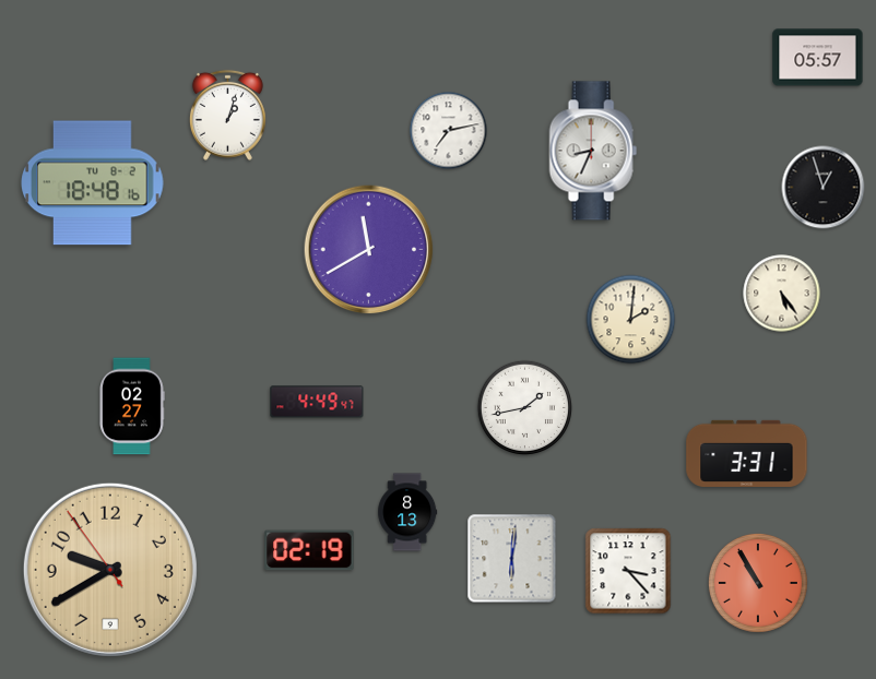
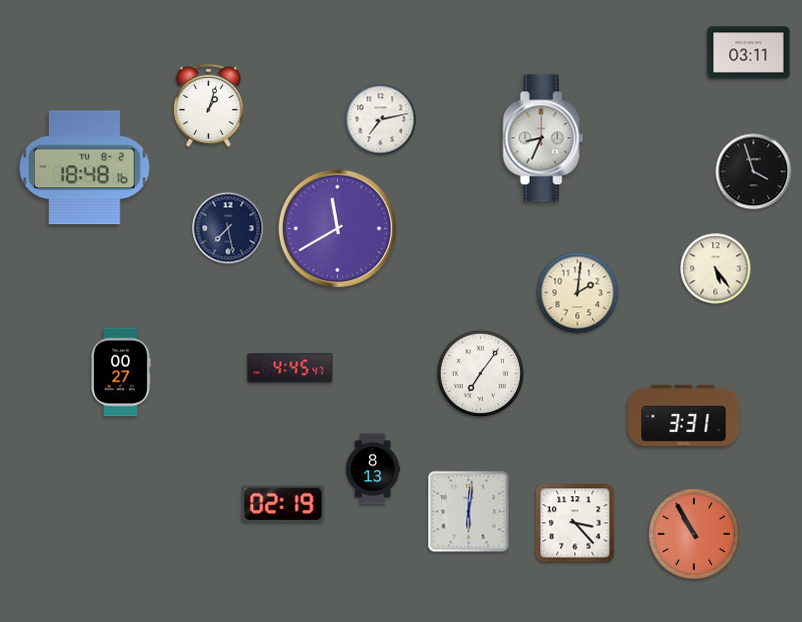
clock at (818, 58): 05:57 -> 03:11
clock at (449, 131) position: (449, 131) -> (381, 120)
clock at (824, 188): 12:57 -> 3:57
clock at (228, 228): none -> 7:28
clock at (317, 402): 4:49 -> 4:45
clock at (132, 406): 02:27 -> 00:27
clock at (525, 408): 1:43 -> 7:06
clock at (110, 570): 9:39 -> none
